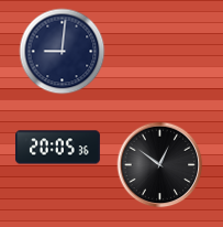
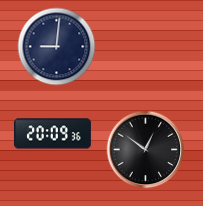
clock at (57, 148): 20:05 -> 20:09
